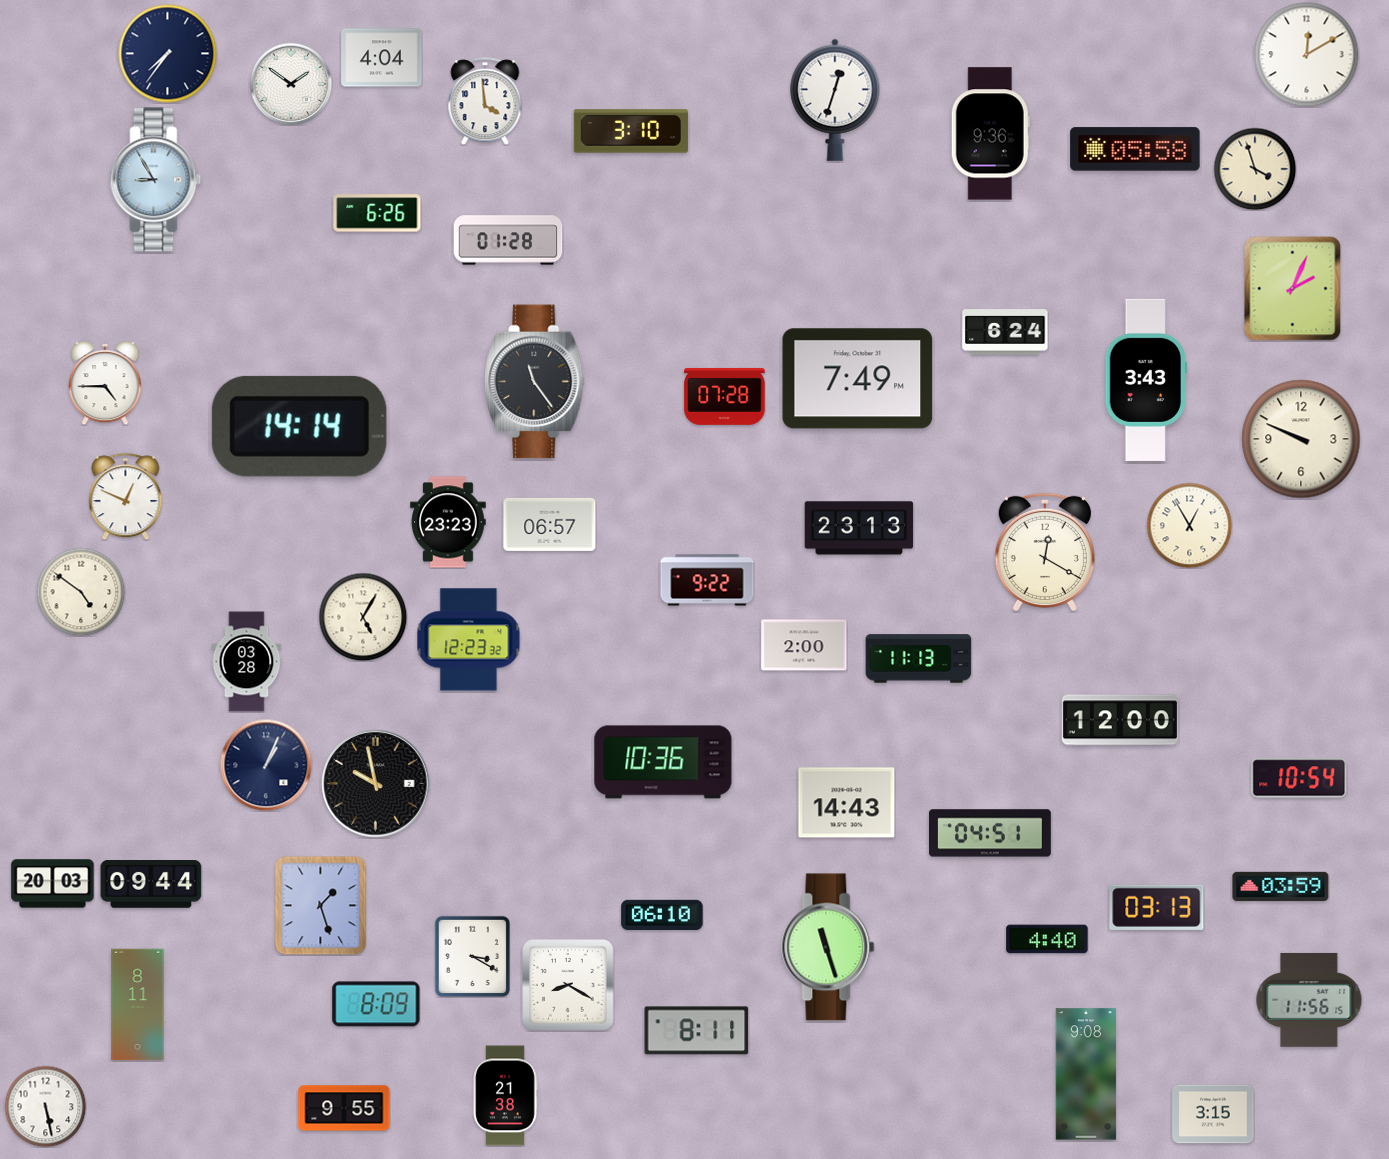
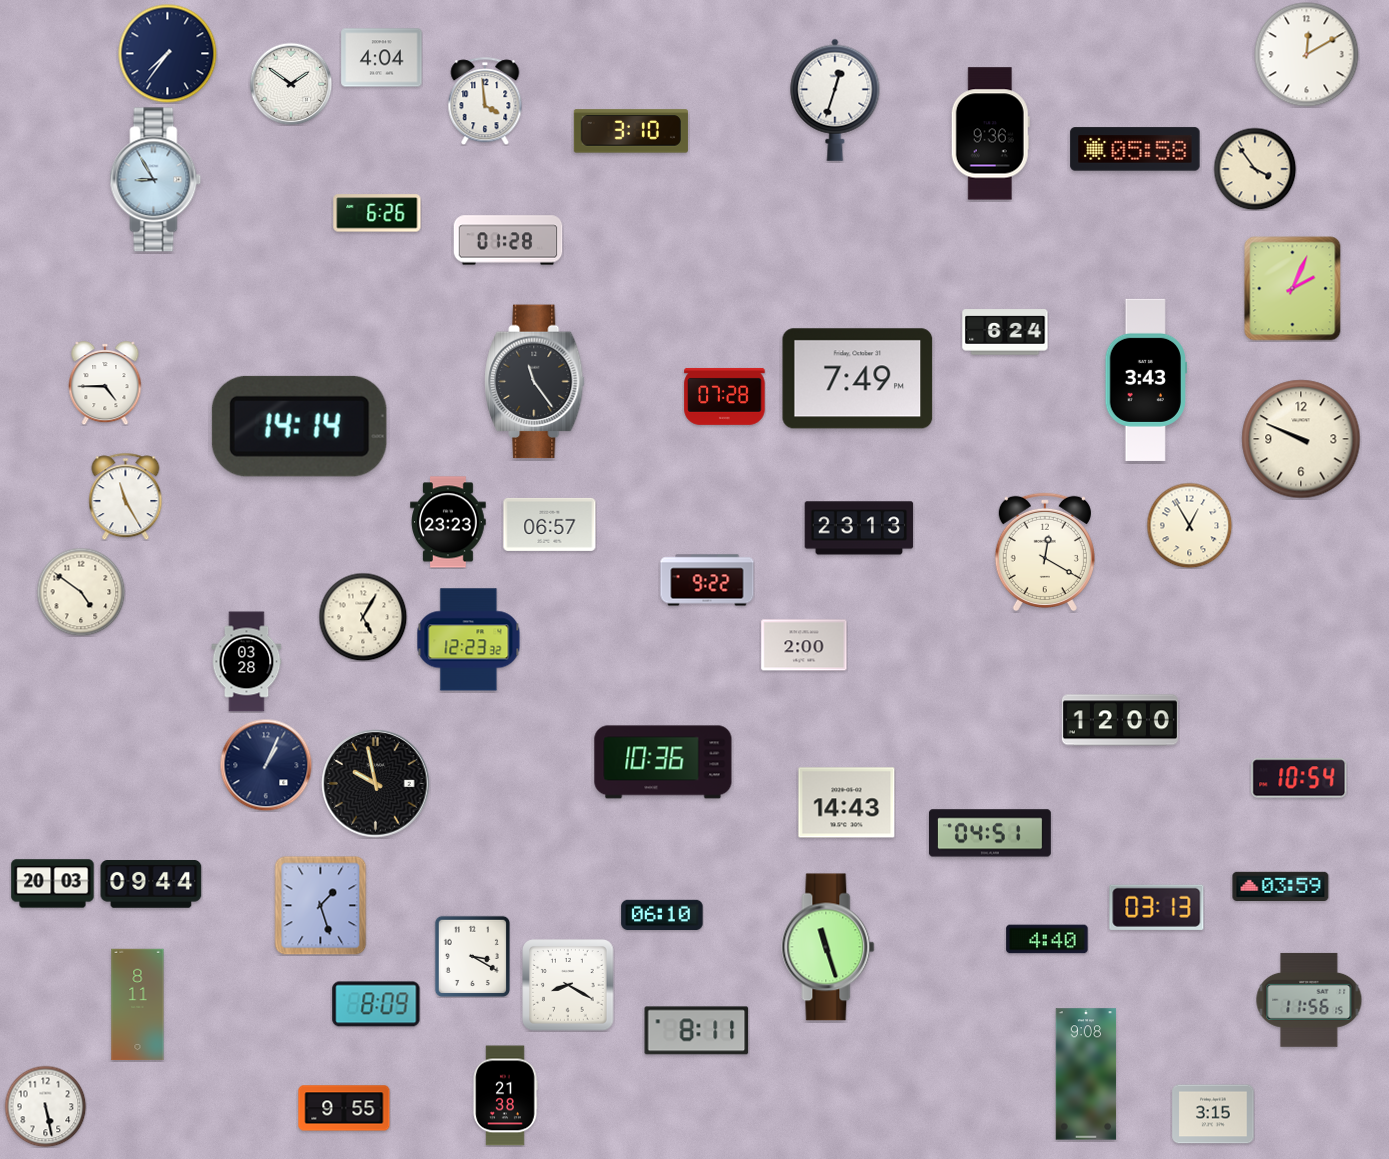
clock at (1255, 169): 3:57 -> 3:54
clock at (126, 496): 12:49 -> 11:25
clock at (919, 659): 11:13 -> none
